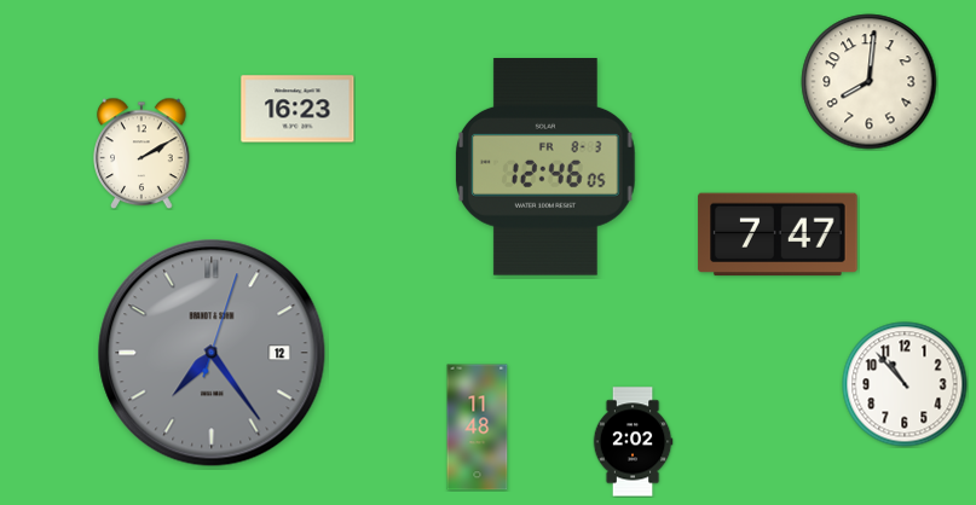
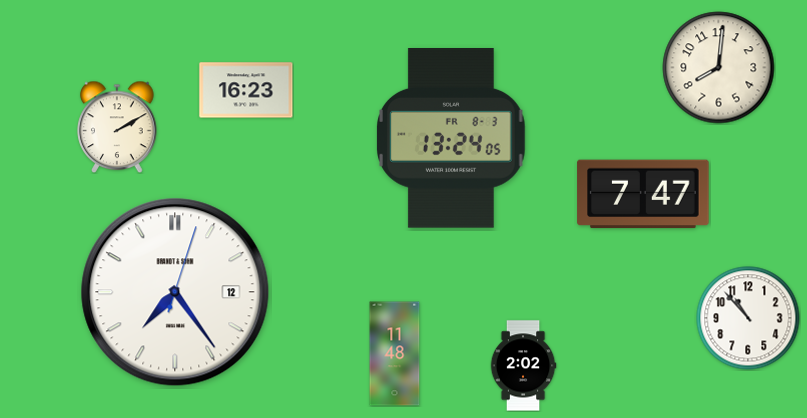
clock at (547, 168): 12:46 -> 13:24
clock at (212, 353) dial: grey -> white
